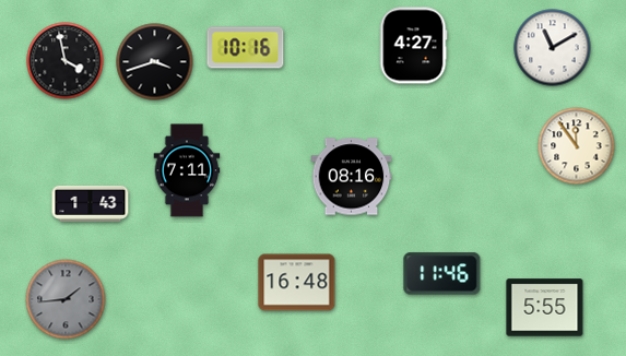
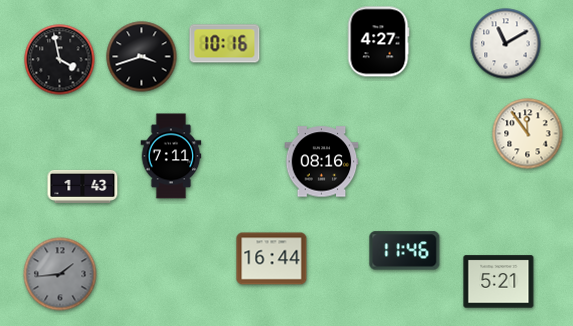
clock at (66, 61) position: (66, 61) -> (60, 60)
clock at (297, 283): 16:48 -> 16:44
clock at (545, 308): 5:55 -> 5:21
